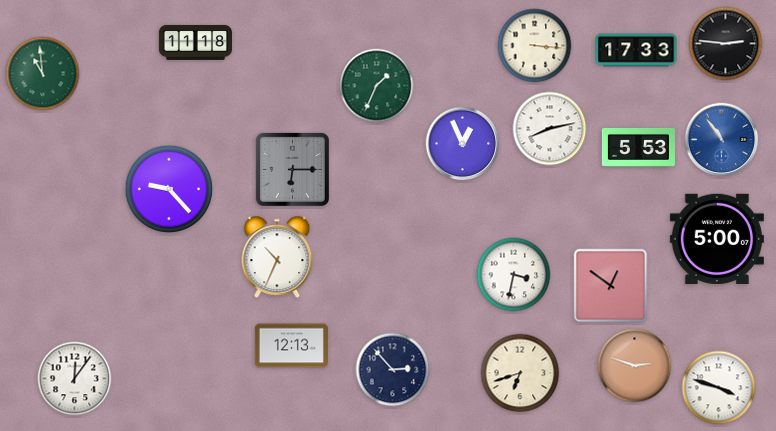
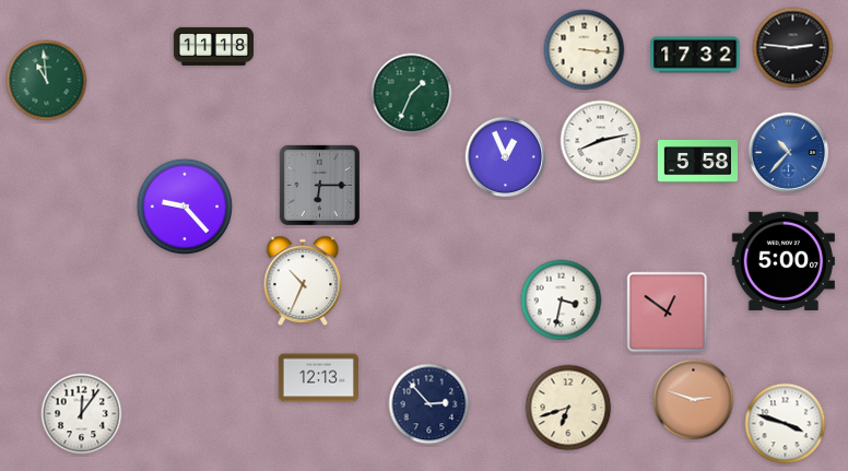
clock at (636, 50): 17:33 -> 17:32
clock at (722, 140): 10:54 -> 10:37
clock at (638, 147): 5:53 -> 5:58
